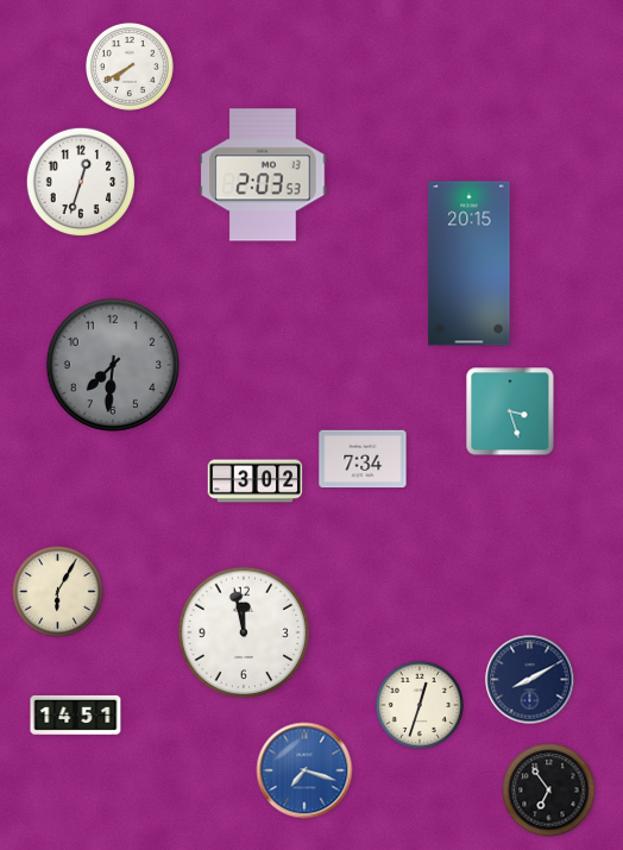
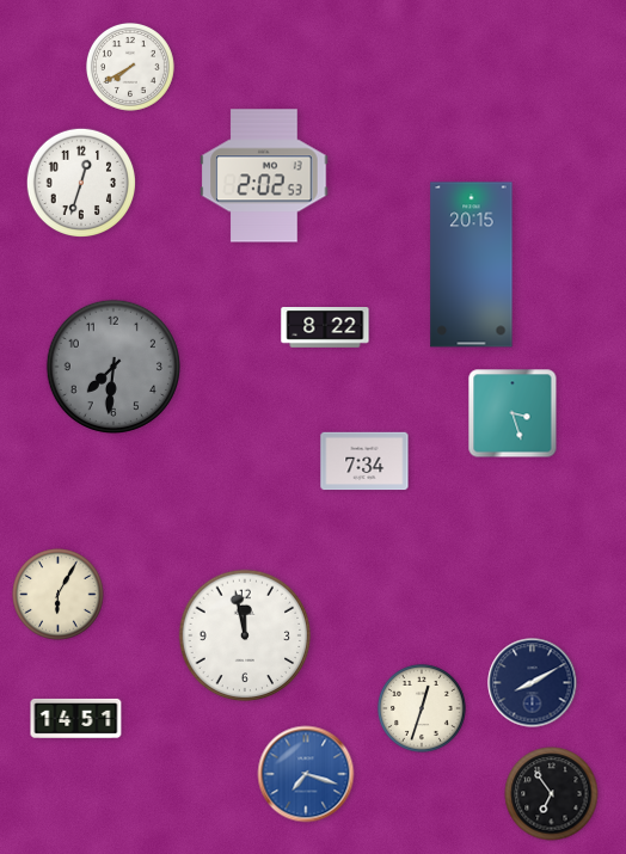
clock at (263, 175): 2:03 -> 2:02
clock at (325, 327): none -> 8:22
clock at (256, 481): 3:02 -> none
